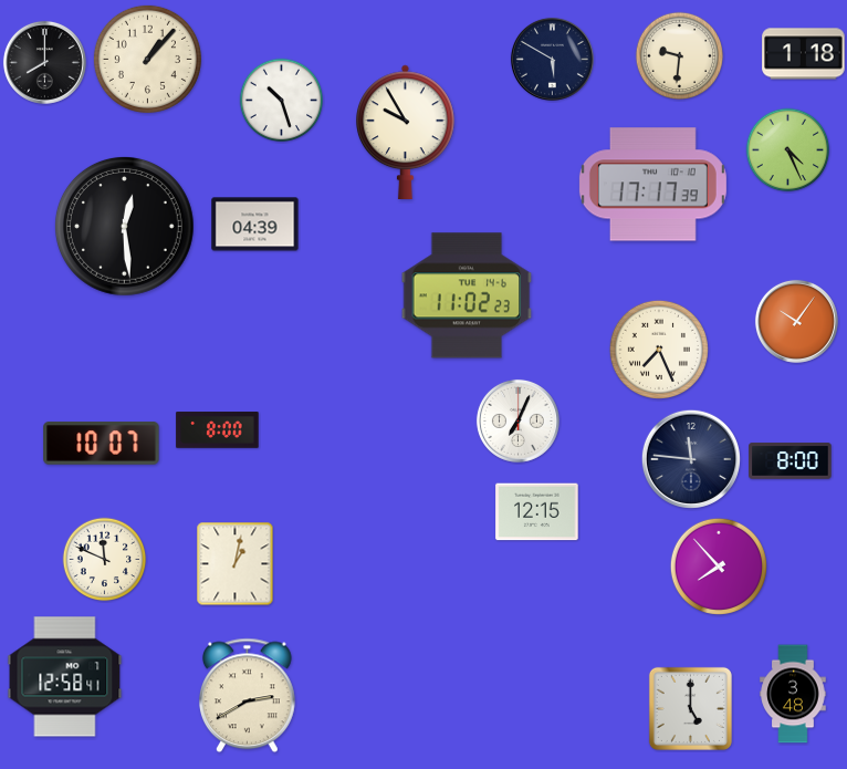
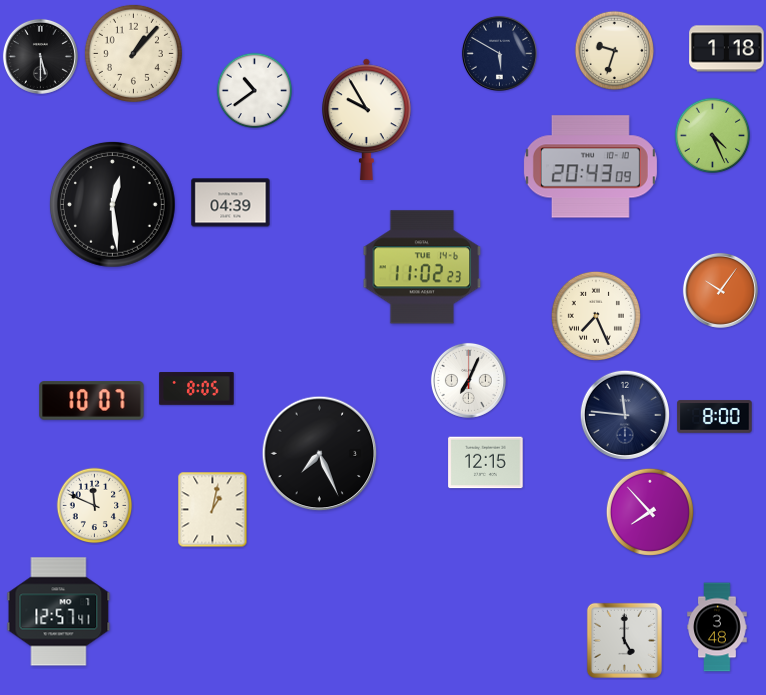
clock at (680, 56): 9:31 -> 9:33
clock at (44, 62): 8:00 -> 5:30
clock at (282, 101): 10:27 -> 10:39
clock at (652, 185): 17:17 -> 20:43
clock at (218, 430): 8:00 -> 8:05
clock at (320, 454): none -> 7:26
clock at (65, 677): 12:58 -> 12:57
clock at (247, 696): 2:40 -> none
